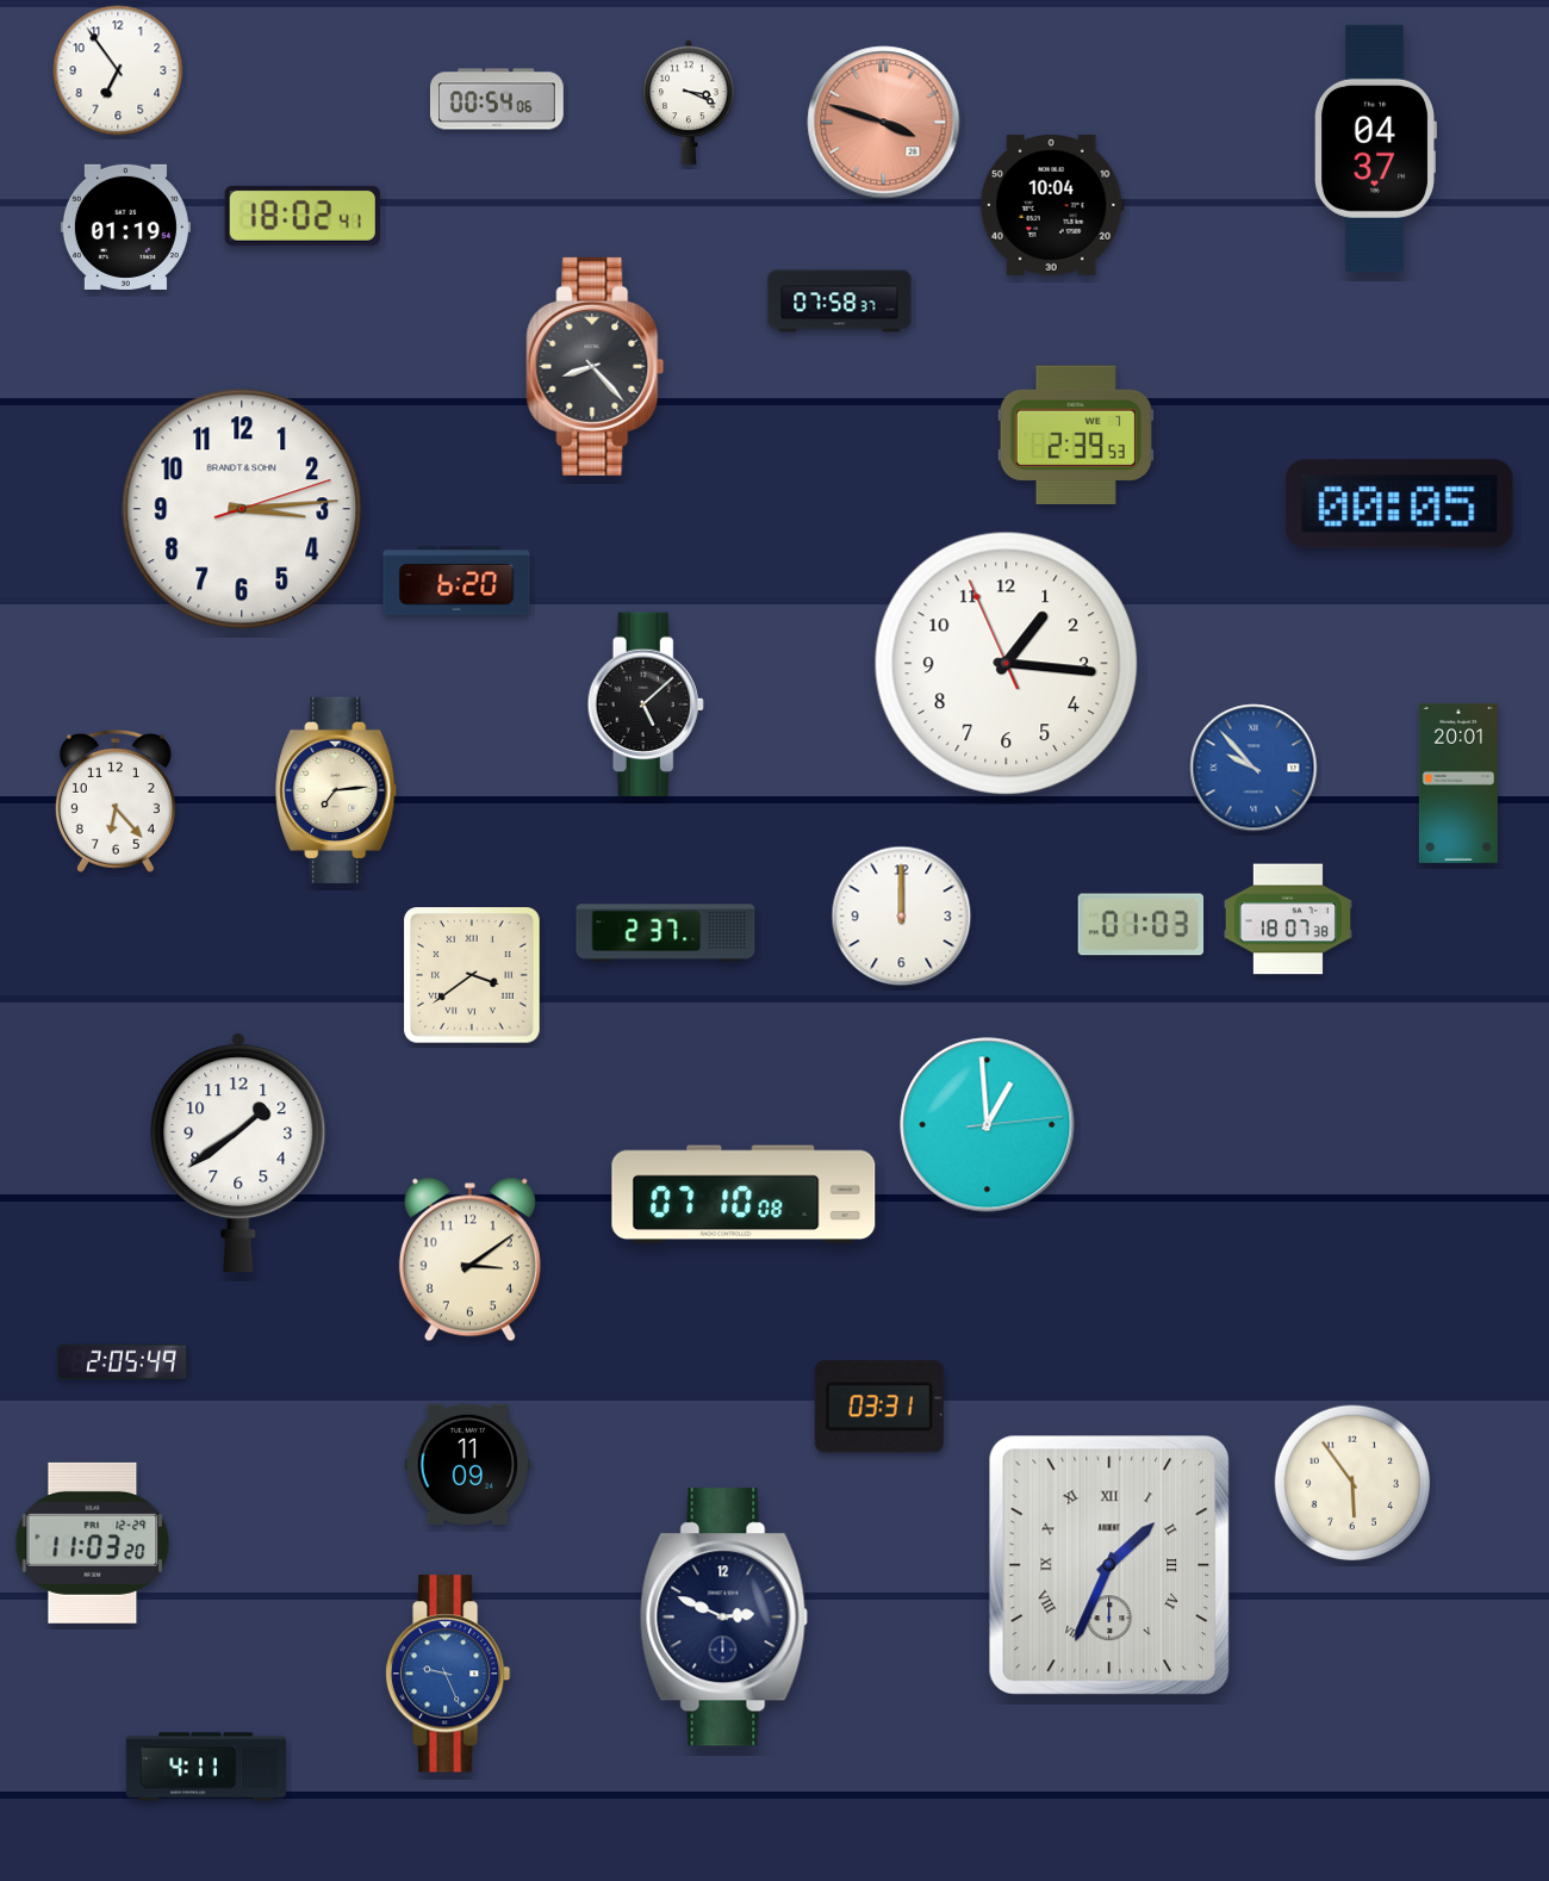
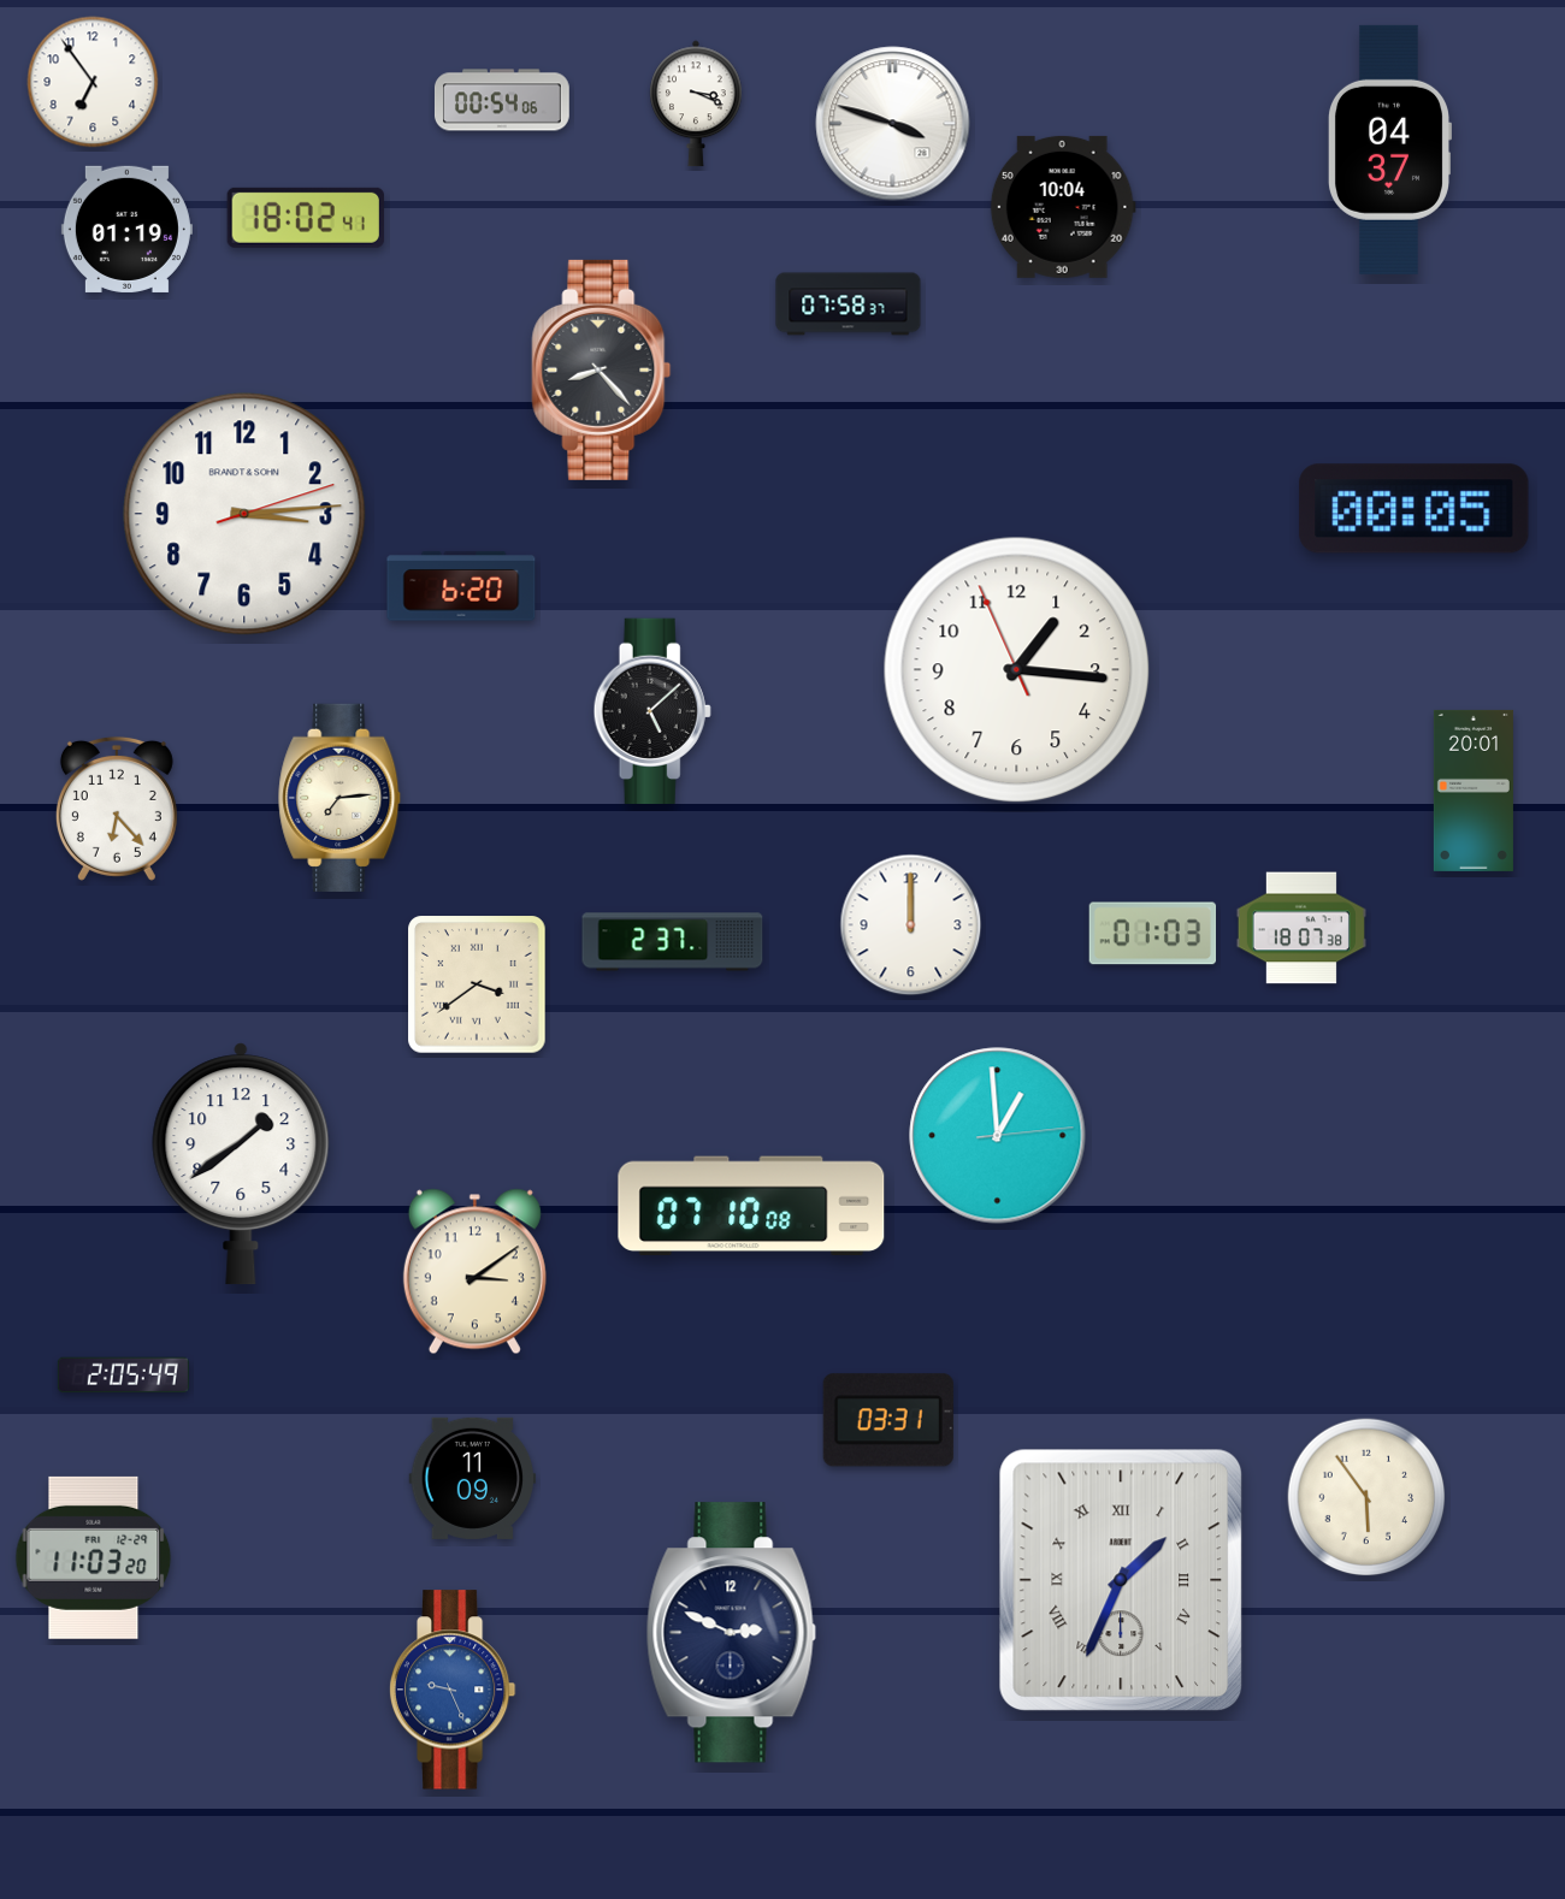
clock at (118, 70) position: (118, 70) -> (93, 82)
clock at (884, 123) dial: salmon -> white
clock at (1076, 434): 2:39 -> none
clock at (1253, 768): 9:53 -> none
clock at (206, 1767): 4:11 -> none
